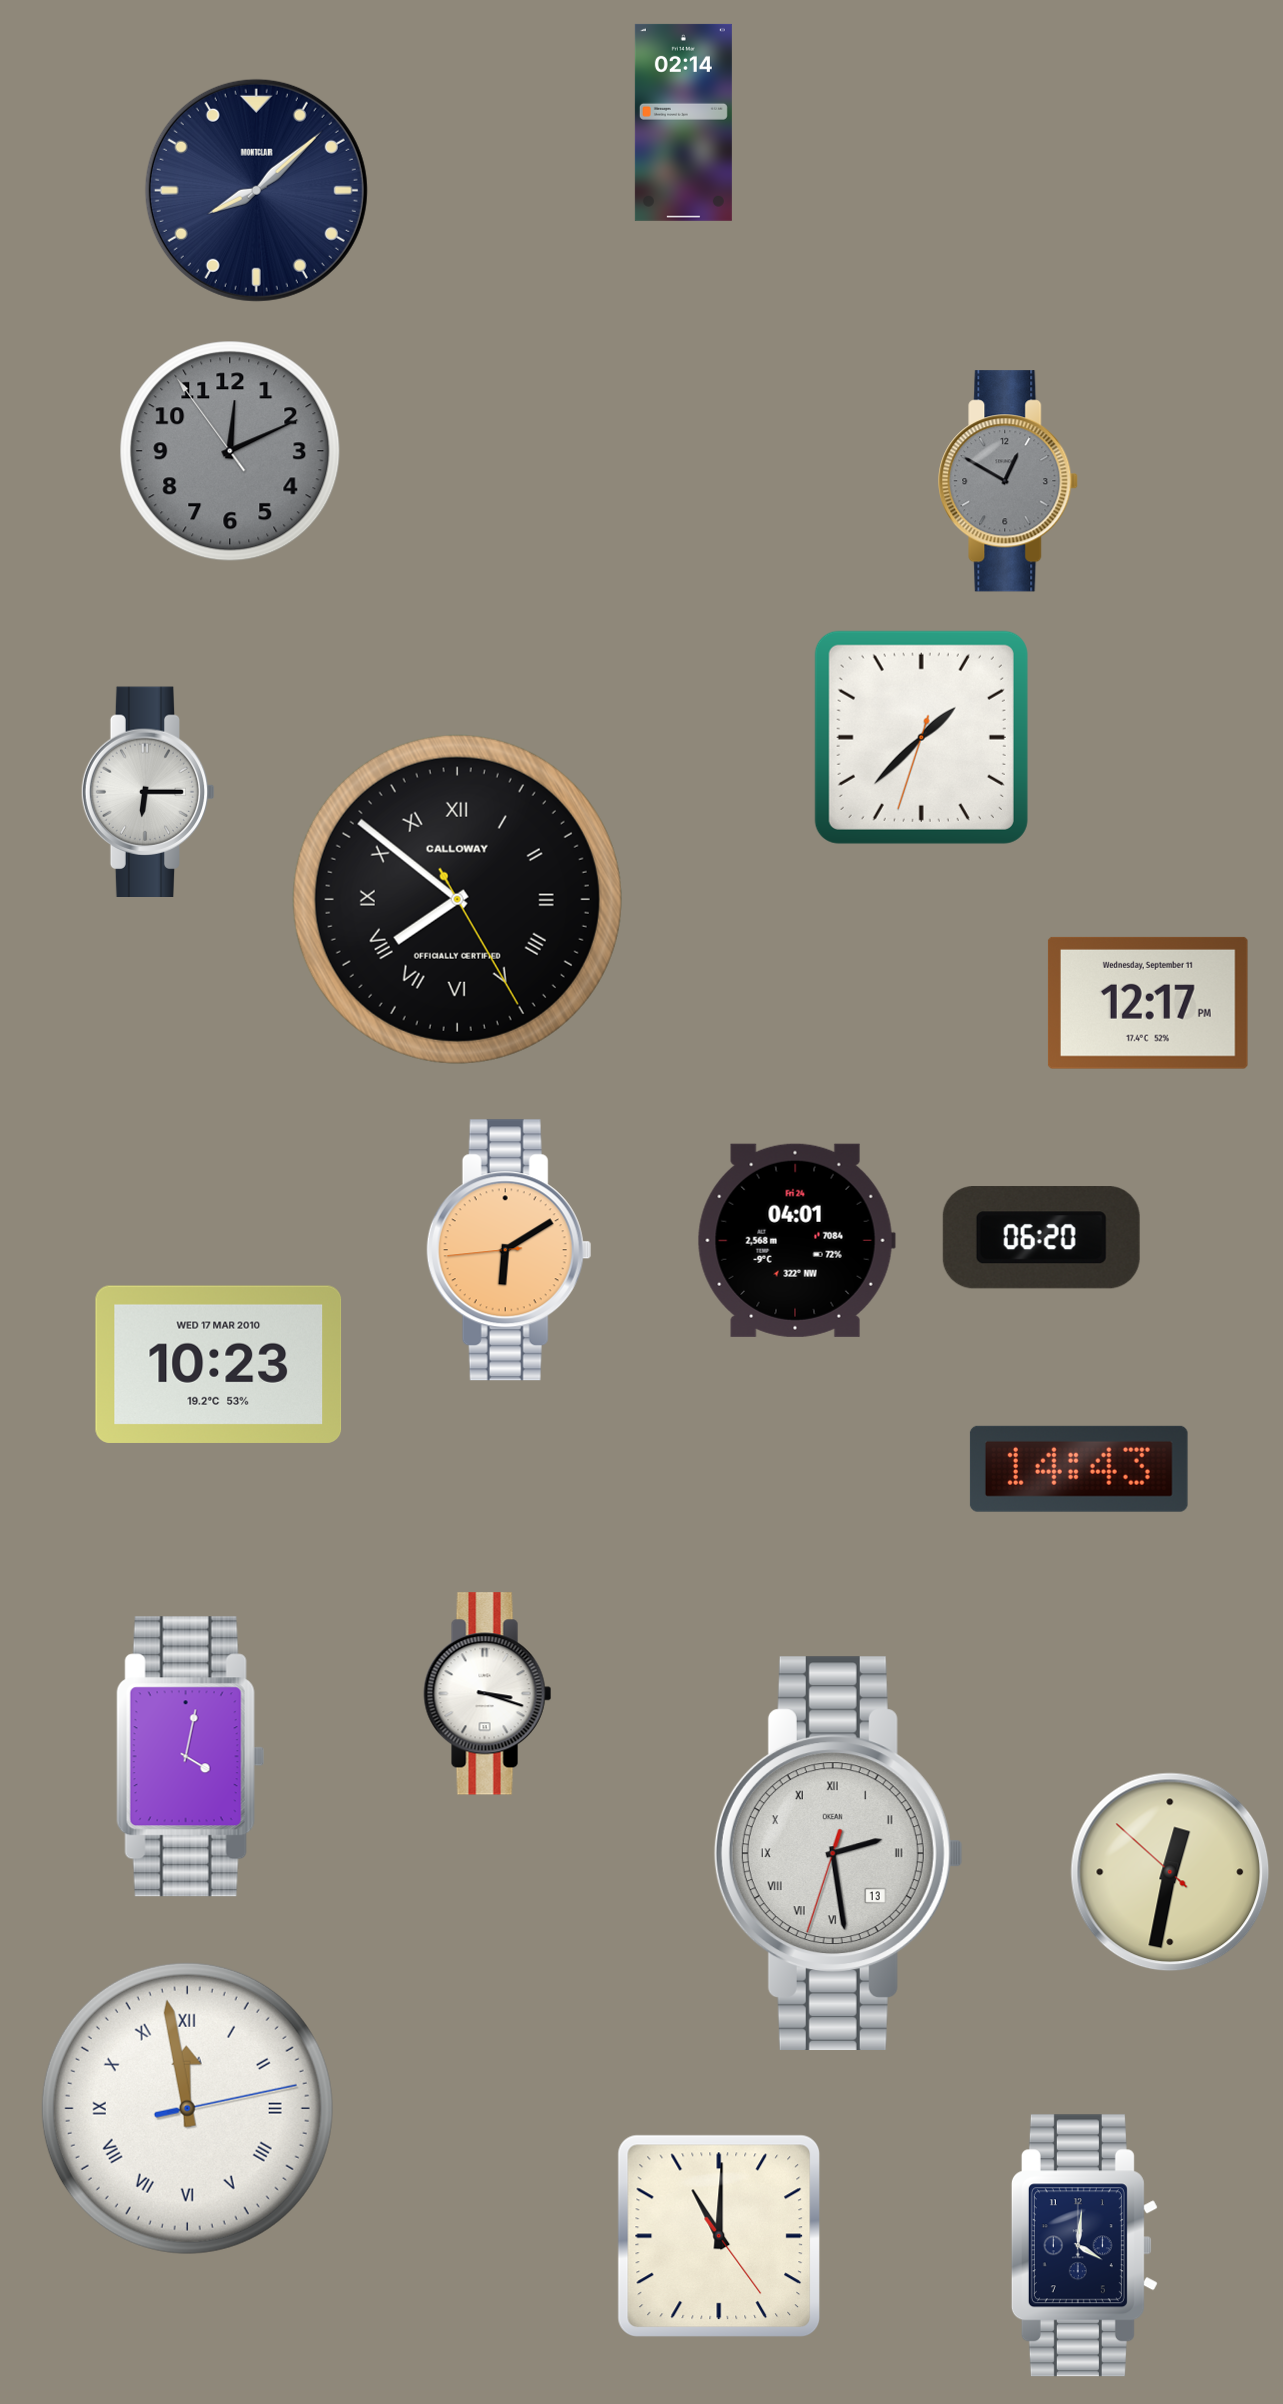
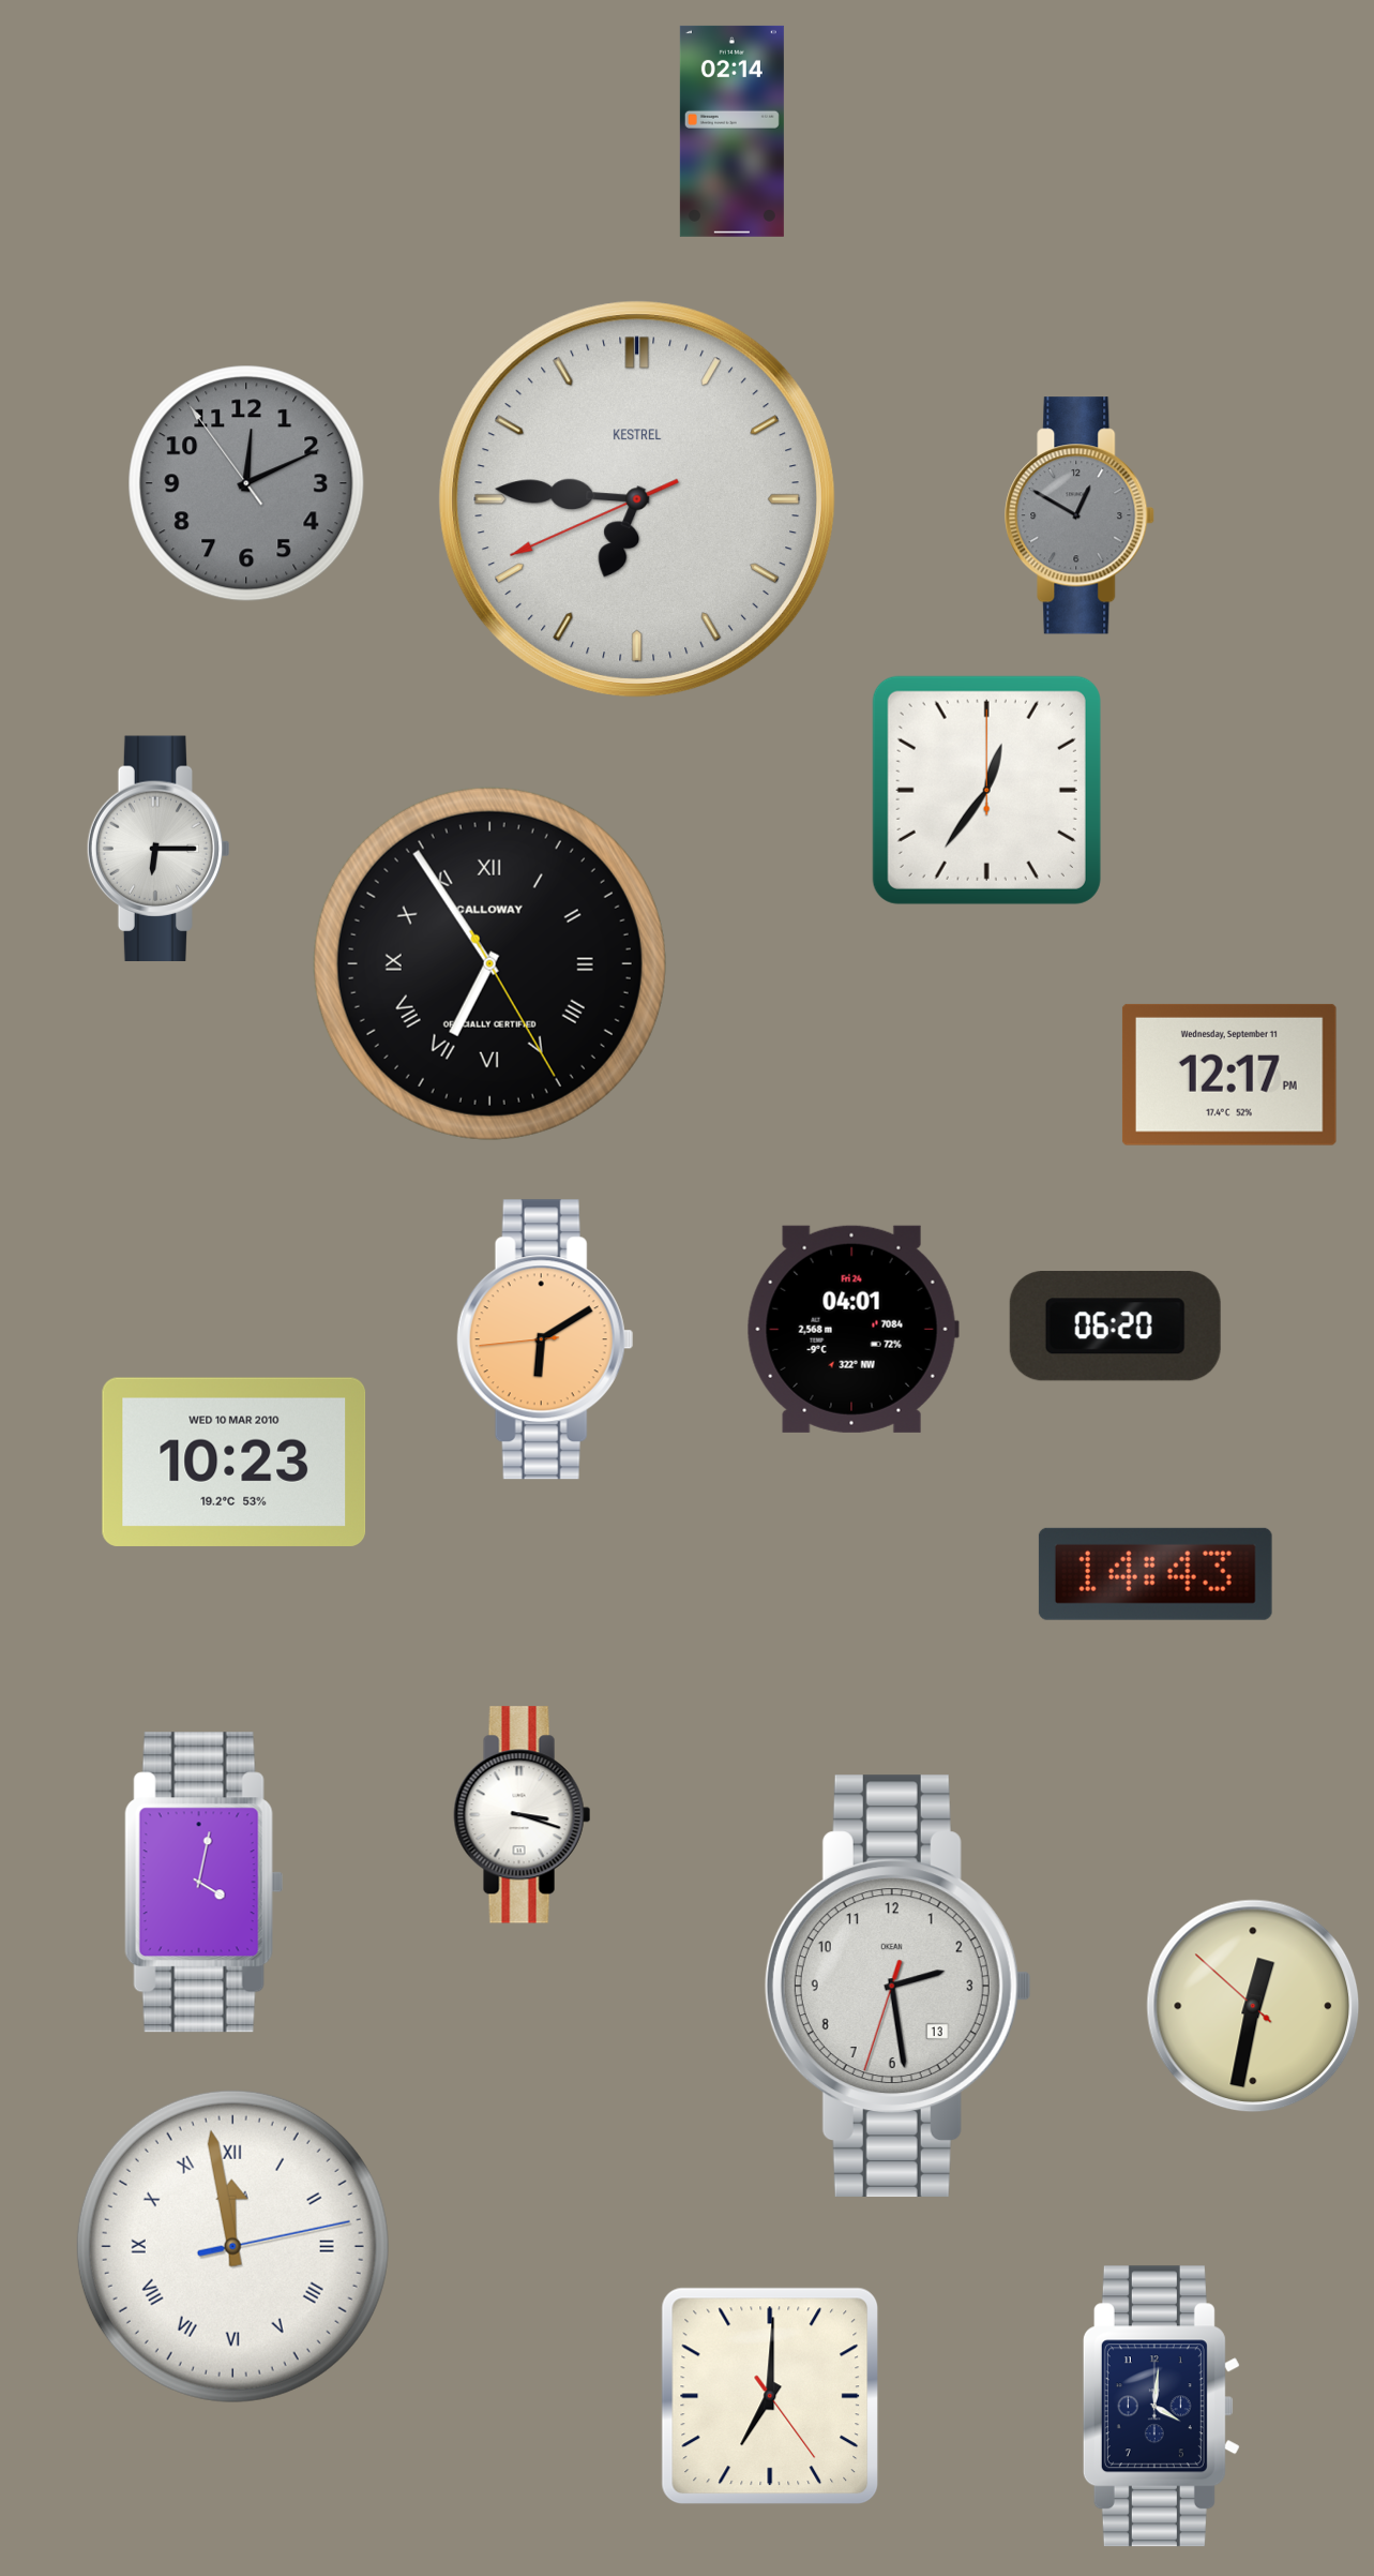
clock at (256, 190): 8:08 -> none
clock at (637, 499): none -> 6:45
clock at (921, 737): 1:37 -> 12:36
clock at (457, 899): 7:51 -> 6:54
clock at (219, 1364) date: WED 17 MAR 2010 -> WED 10 MAR 2010
clock at (838, 1853) numerals: Roman -> Arabic
clock at (187, 2108) position: (187, 2108) -> (232, 2246)
clock at (719, 2236): 11:00 -> 7:00
